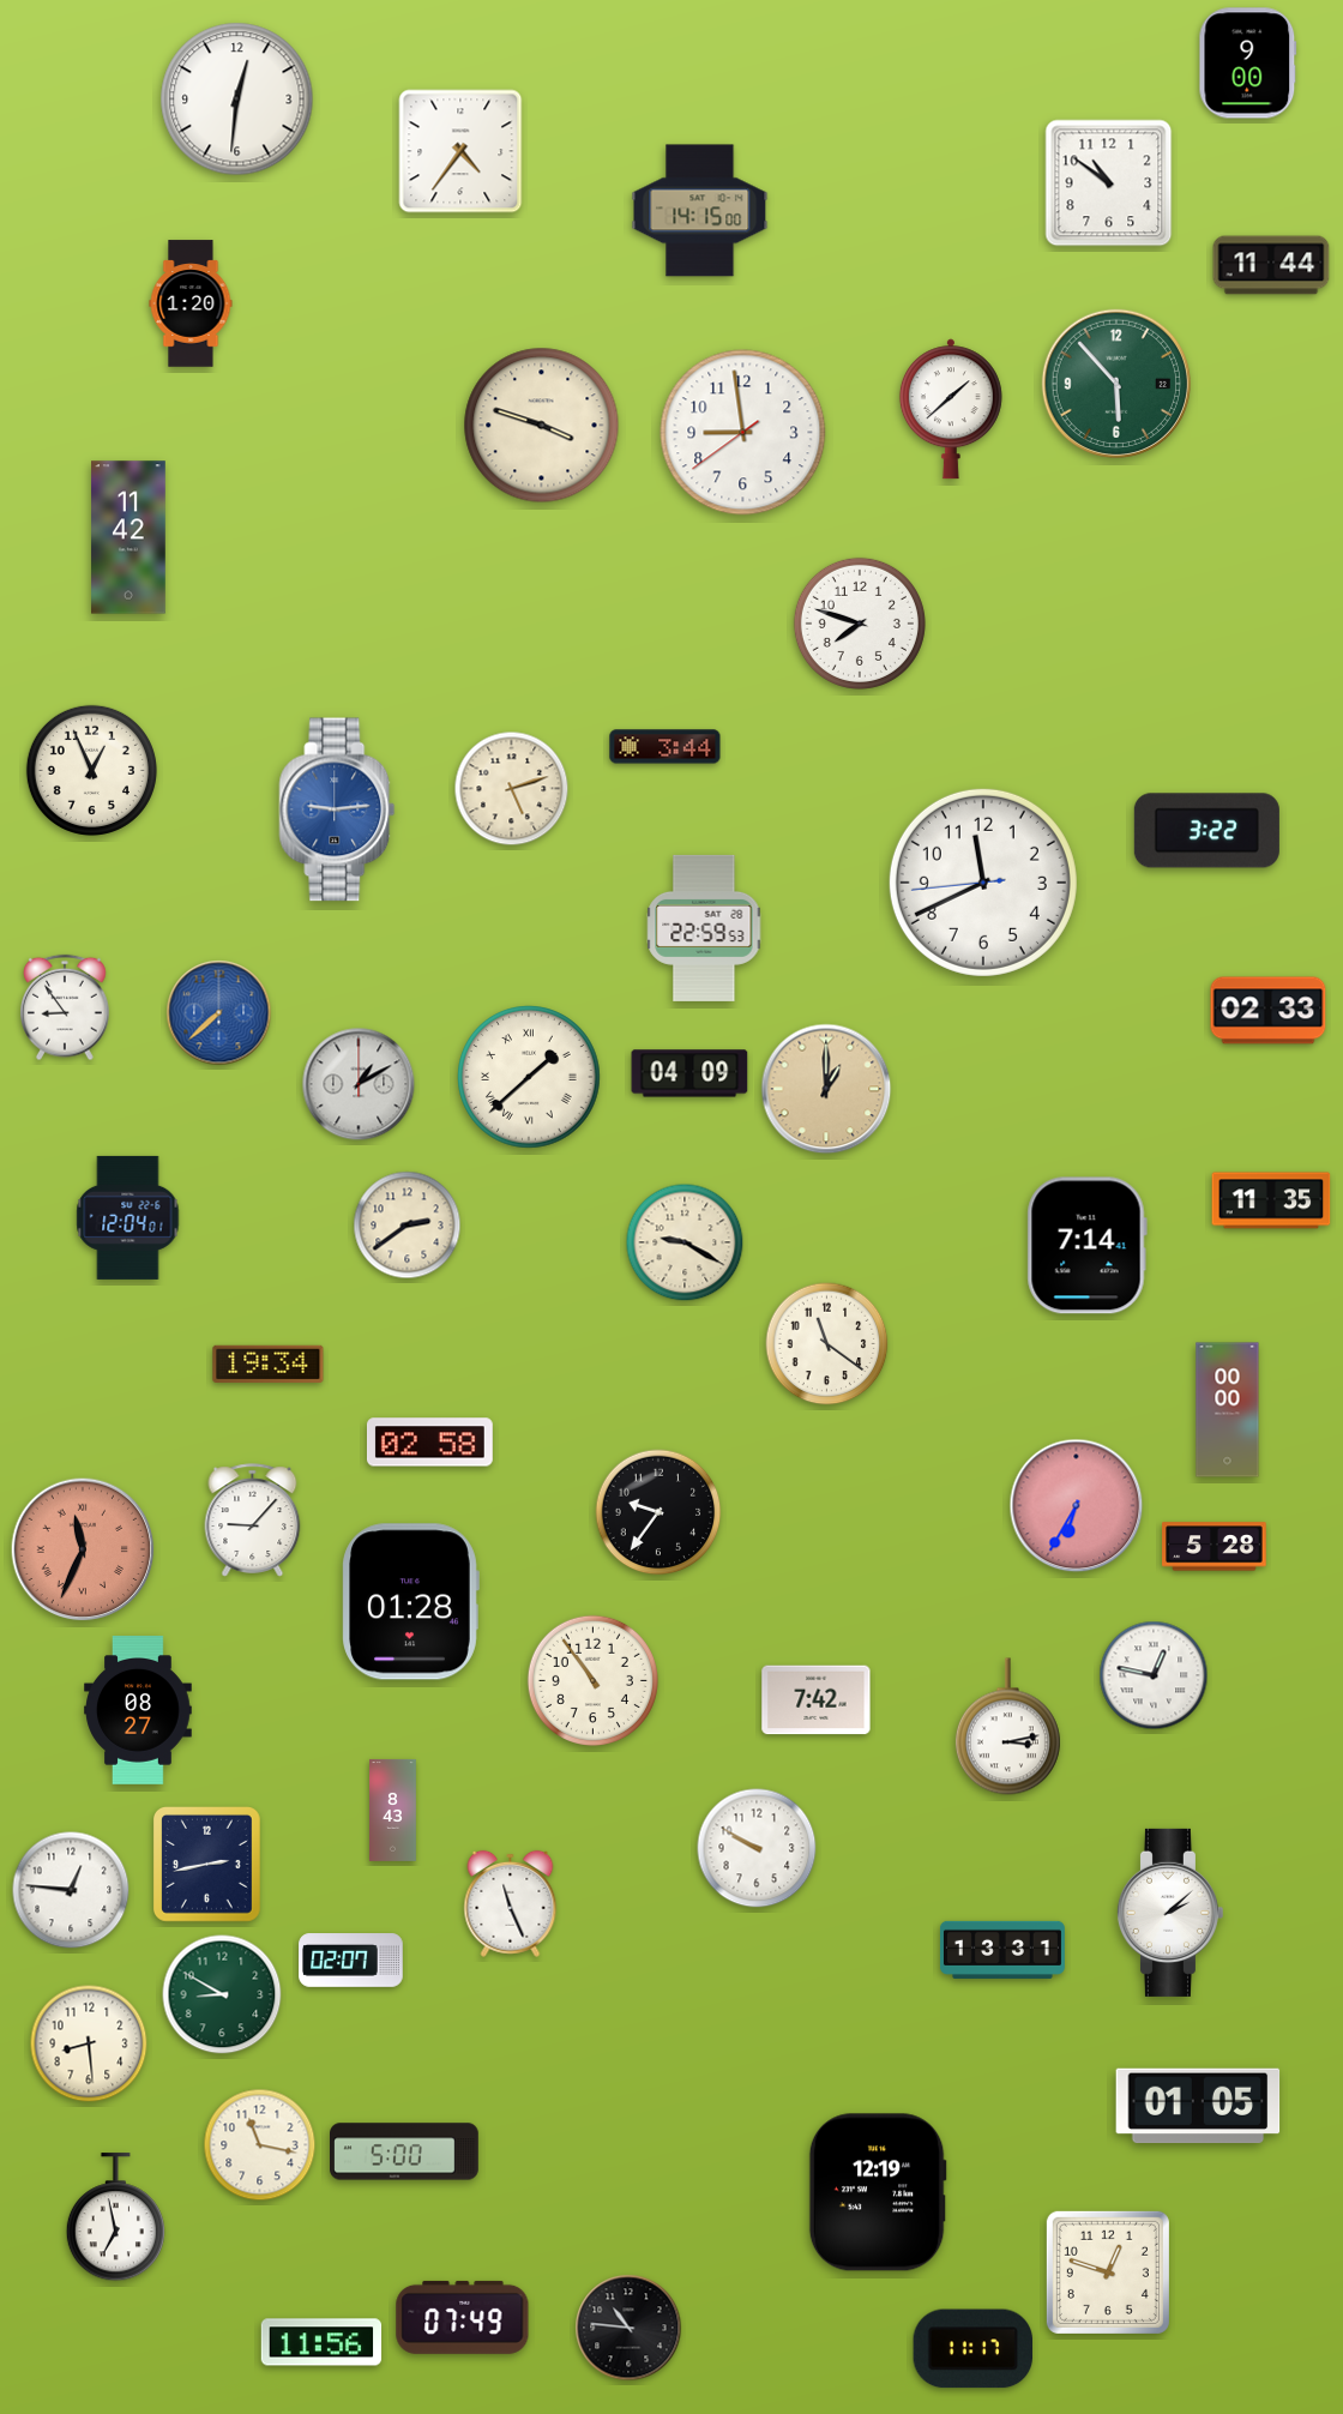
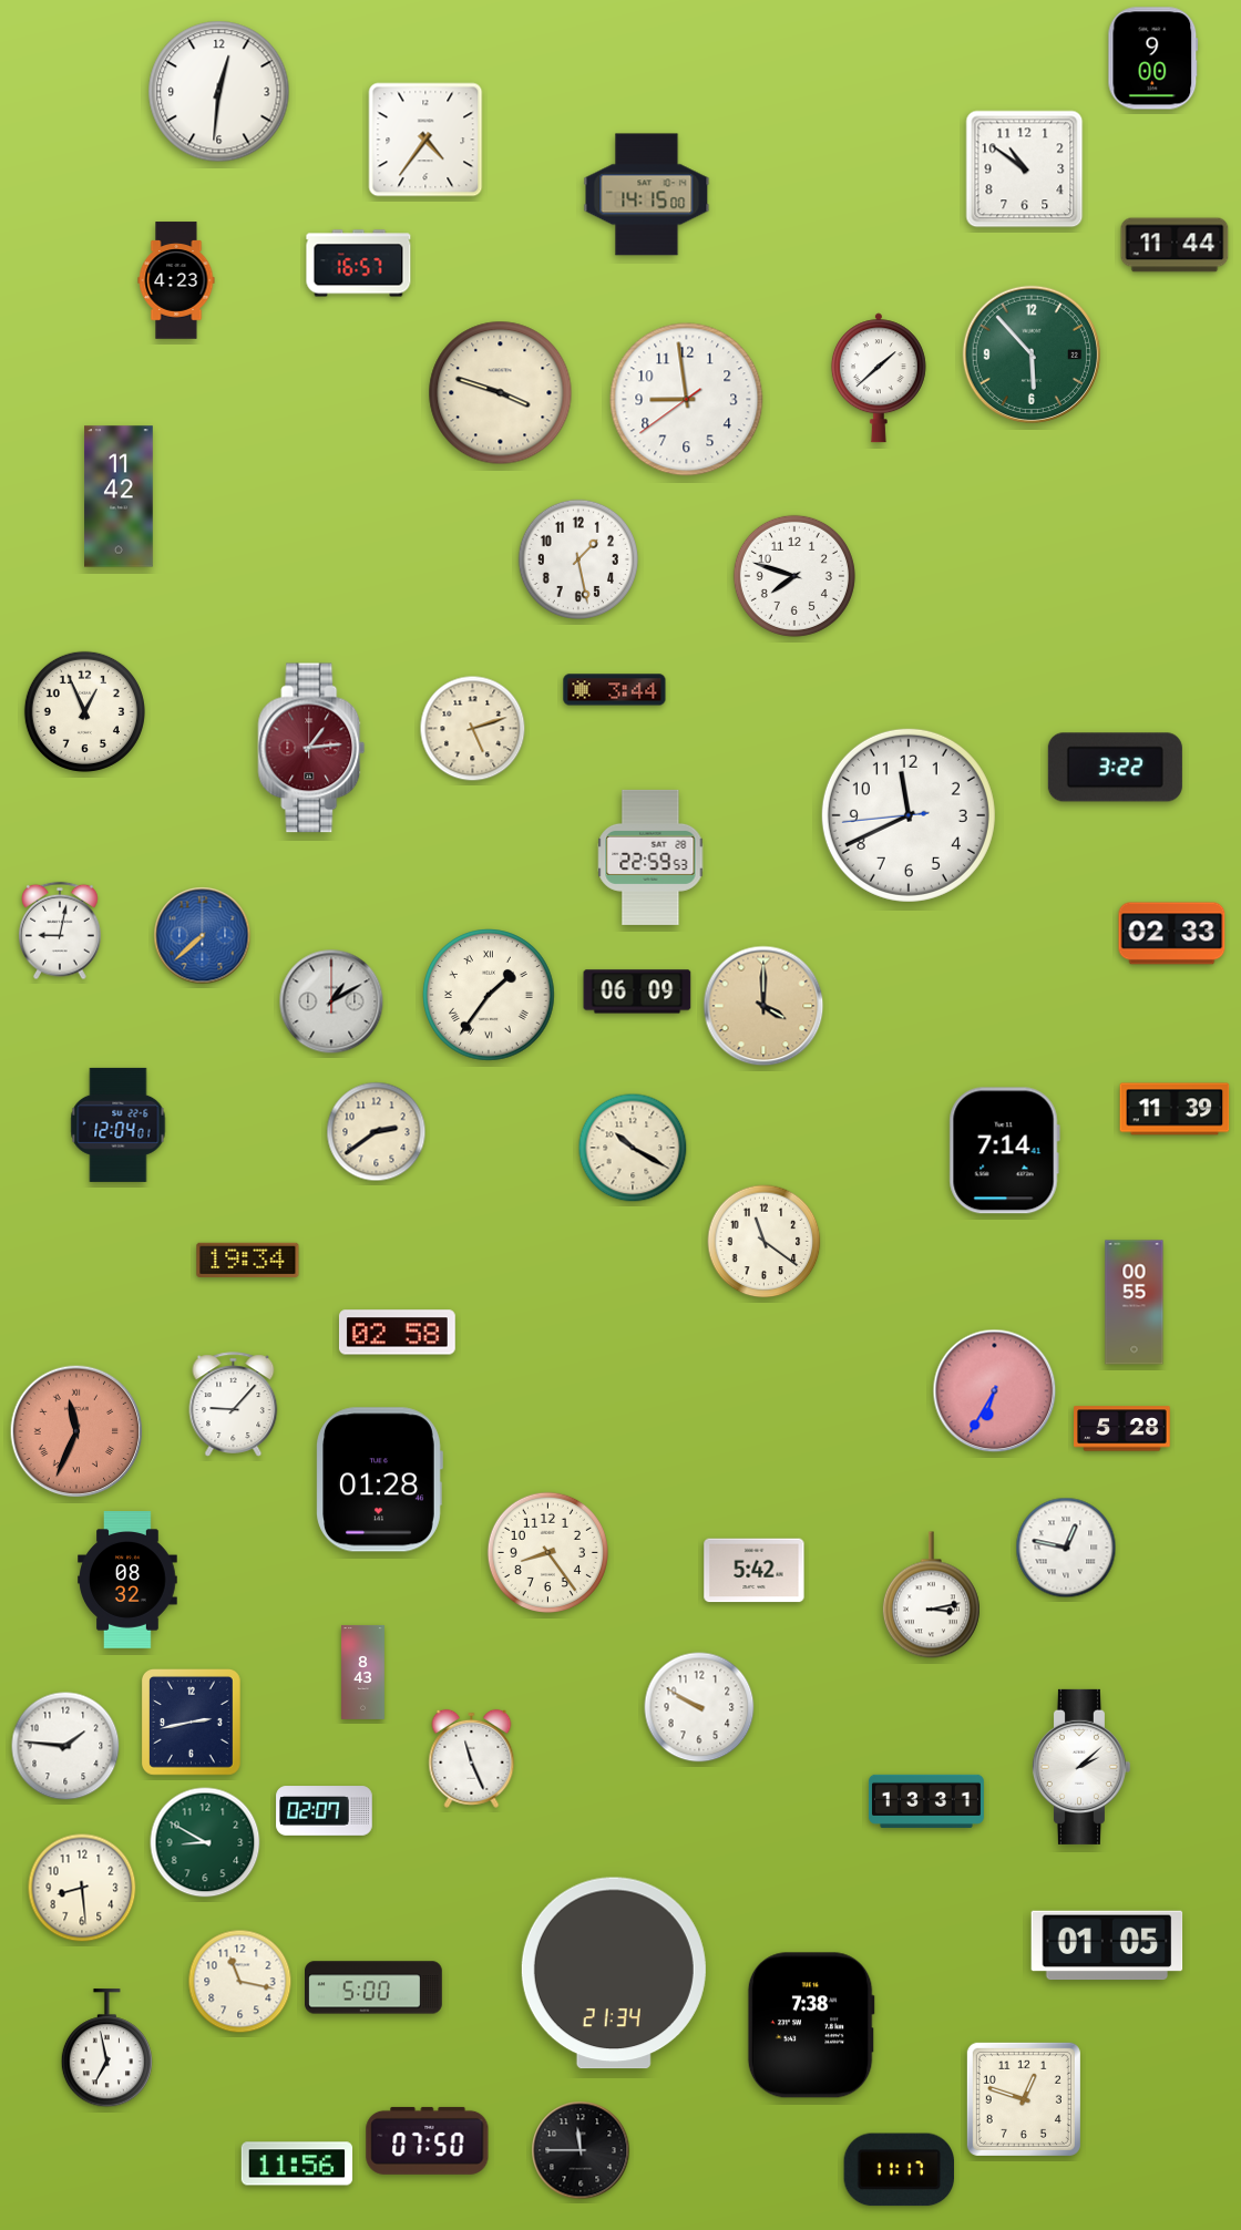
clock at (359, 264): none -> 16:57
clock at (191, 303): 1:20 -> 4:23
clock at (577, 559): none -> 1:28
clock at (337, 809): 9:14 -> 1:14
clock at (337, 809) dial: blue -> burgundy
clock at (65, 1007): 8:54 -> 9:02
clock at (689, 1073): 04:09 -> 06:09
clock at (530, 1078): 1:38 -> 1:36
clock at (826, 1089): 1:00 -> 4:00
clock at (1271, 1200): 11:35 -> 11:39
clock at (685, 1242): 9:20 -> 10:20
clock at (1228, 1410): 00:00 -> 00:55
clock at (658, 1512): 9:36 -> none
clock at (592, 1680): 10:54 -> 8:24
clock at (817, 1700): 7:42 -> 5:42
clock at (138, 1710): 08:27 -> 08:32
clock at (71, 1890): 12:46 -> 1:46
clock at (614, 1973): none -> 21:34
clock at (878, 2192): 12:19 -> 7:38
clock at (463, 2317): 07:49 -> 07:50
clock at (628, 2328): 10:46 -> 11:45
